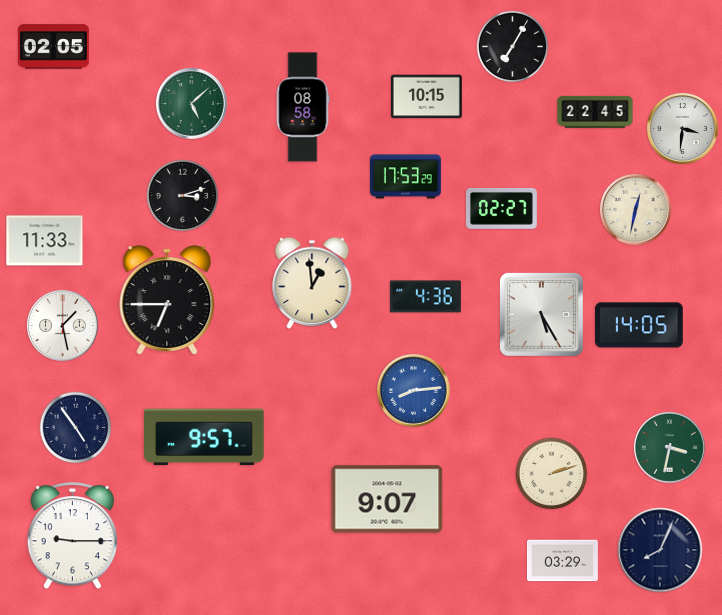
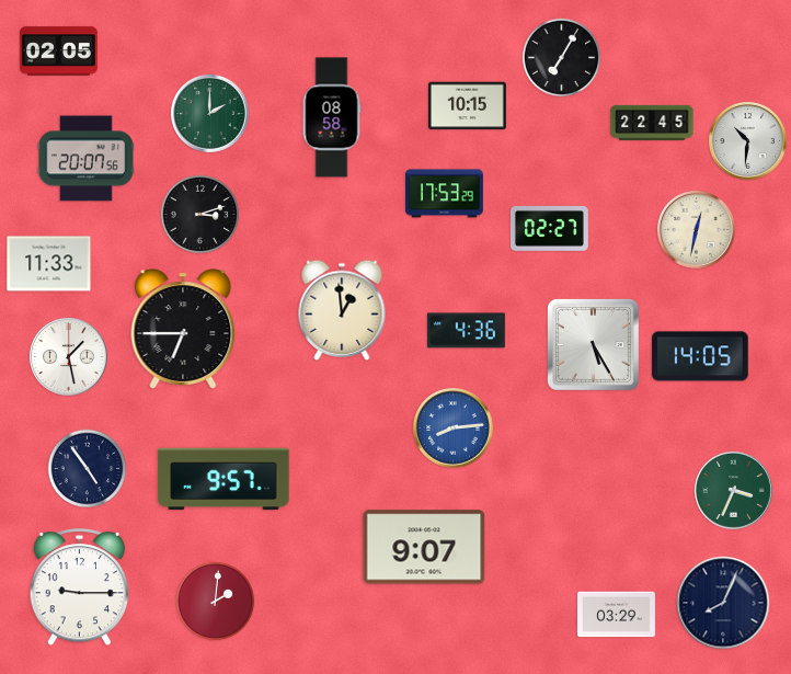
clock at (513, 47) position: (513, 47) -> (562, 58)
clock at (191, 103): 5:08 -> 2:00
clock at (682, 128): 3:31 -> 10:31
clock at (85, 159): none -> 20:07
clock at (425, 297) position: (425, 297) -> (466, 331)
clock at (76, 428) position: (76, 428) -> (88, 469)
clock at (669, 447): 3:32 -> 3:34
clock at (552, 474): 2:12 -> none
clock at (216, 602): none -> 2:01
